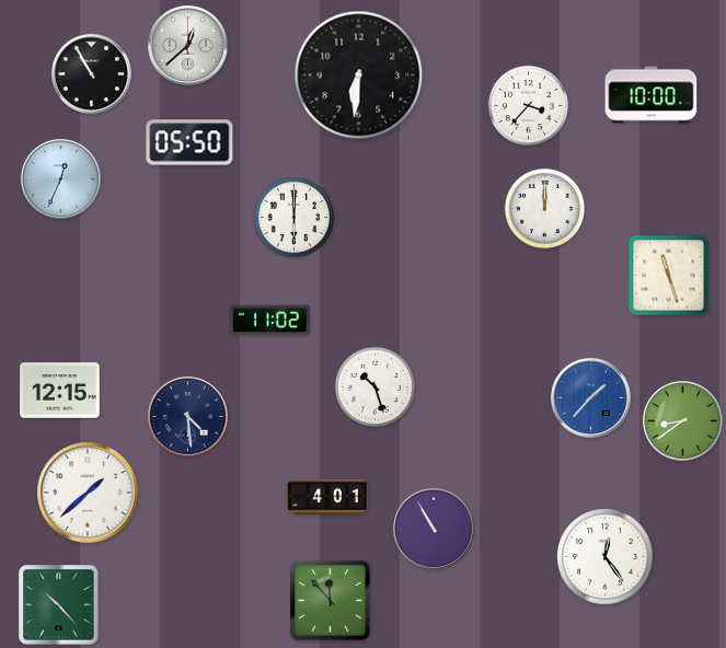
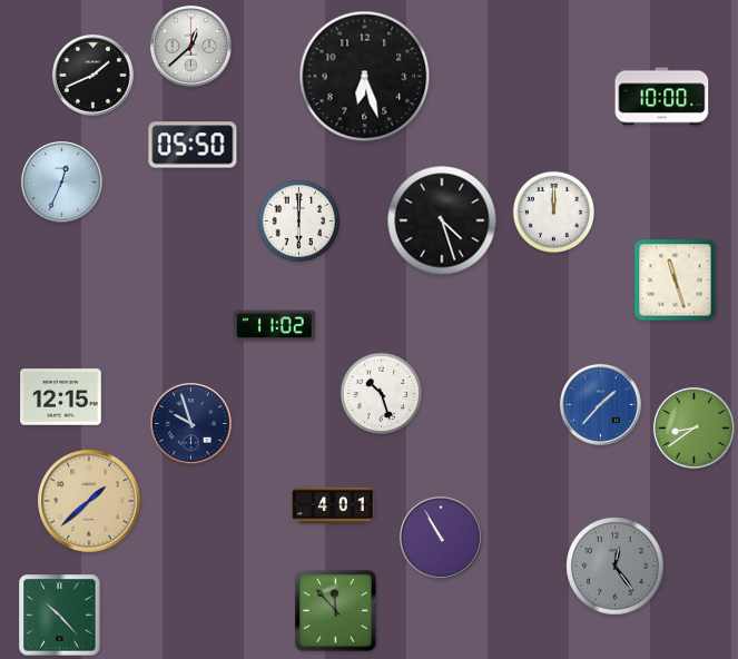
clock at (91, 73): 10:55 -> 1:41
clock at (359, 76): 6:31 -> 6:27
clock at (529, 106): 3:37 -> none
clock at (442, 220): none -> 4:27
clock at (669, 276) position: (669, 276) -> (676, 281)
clock at (187, 416): 4:29 -> 9:57
clock at (88, 493) dial: white -> champagne
clock at (606, 557) dial: white -> grey
